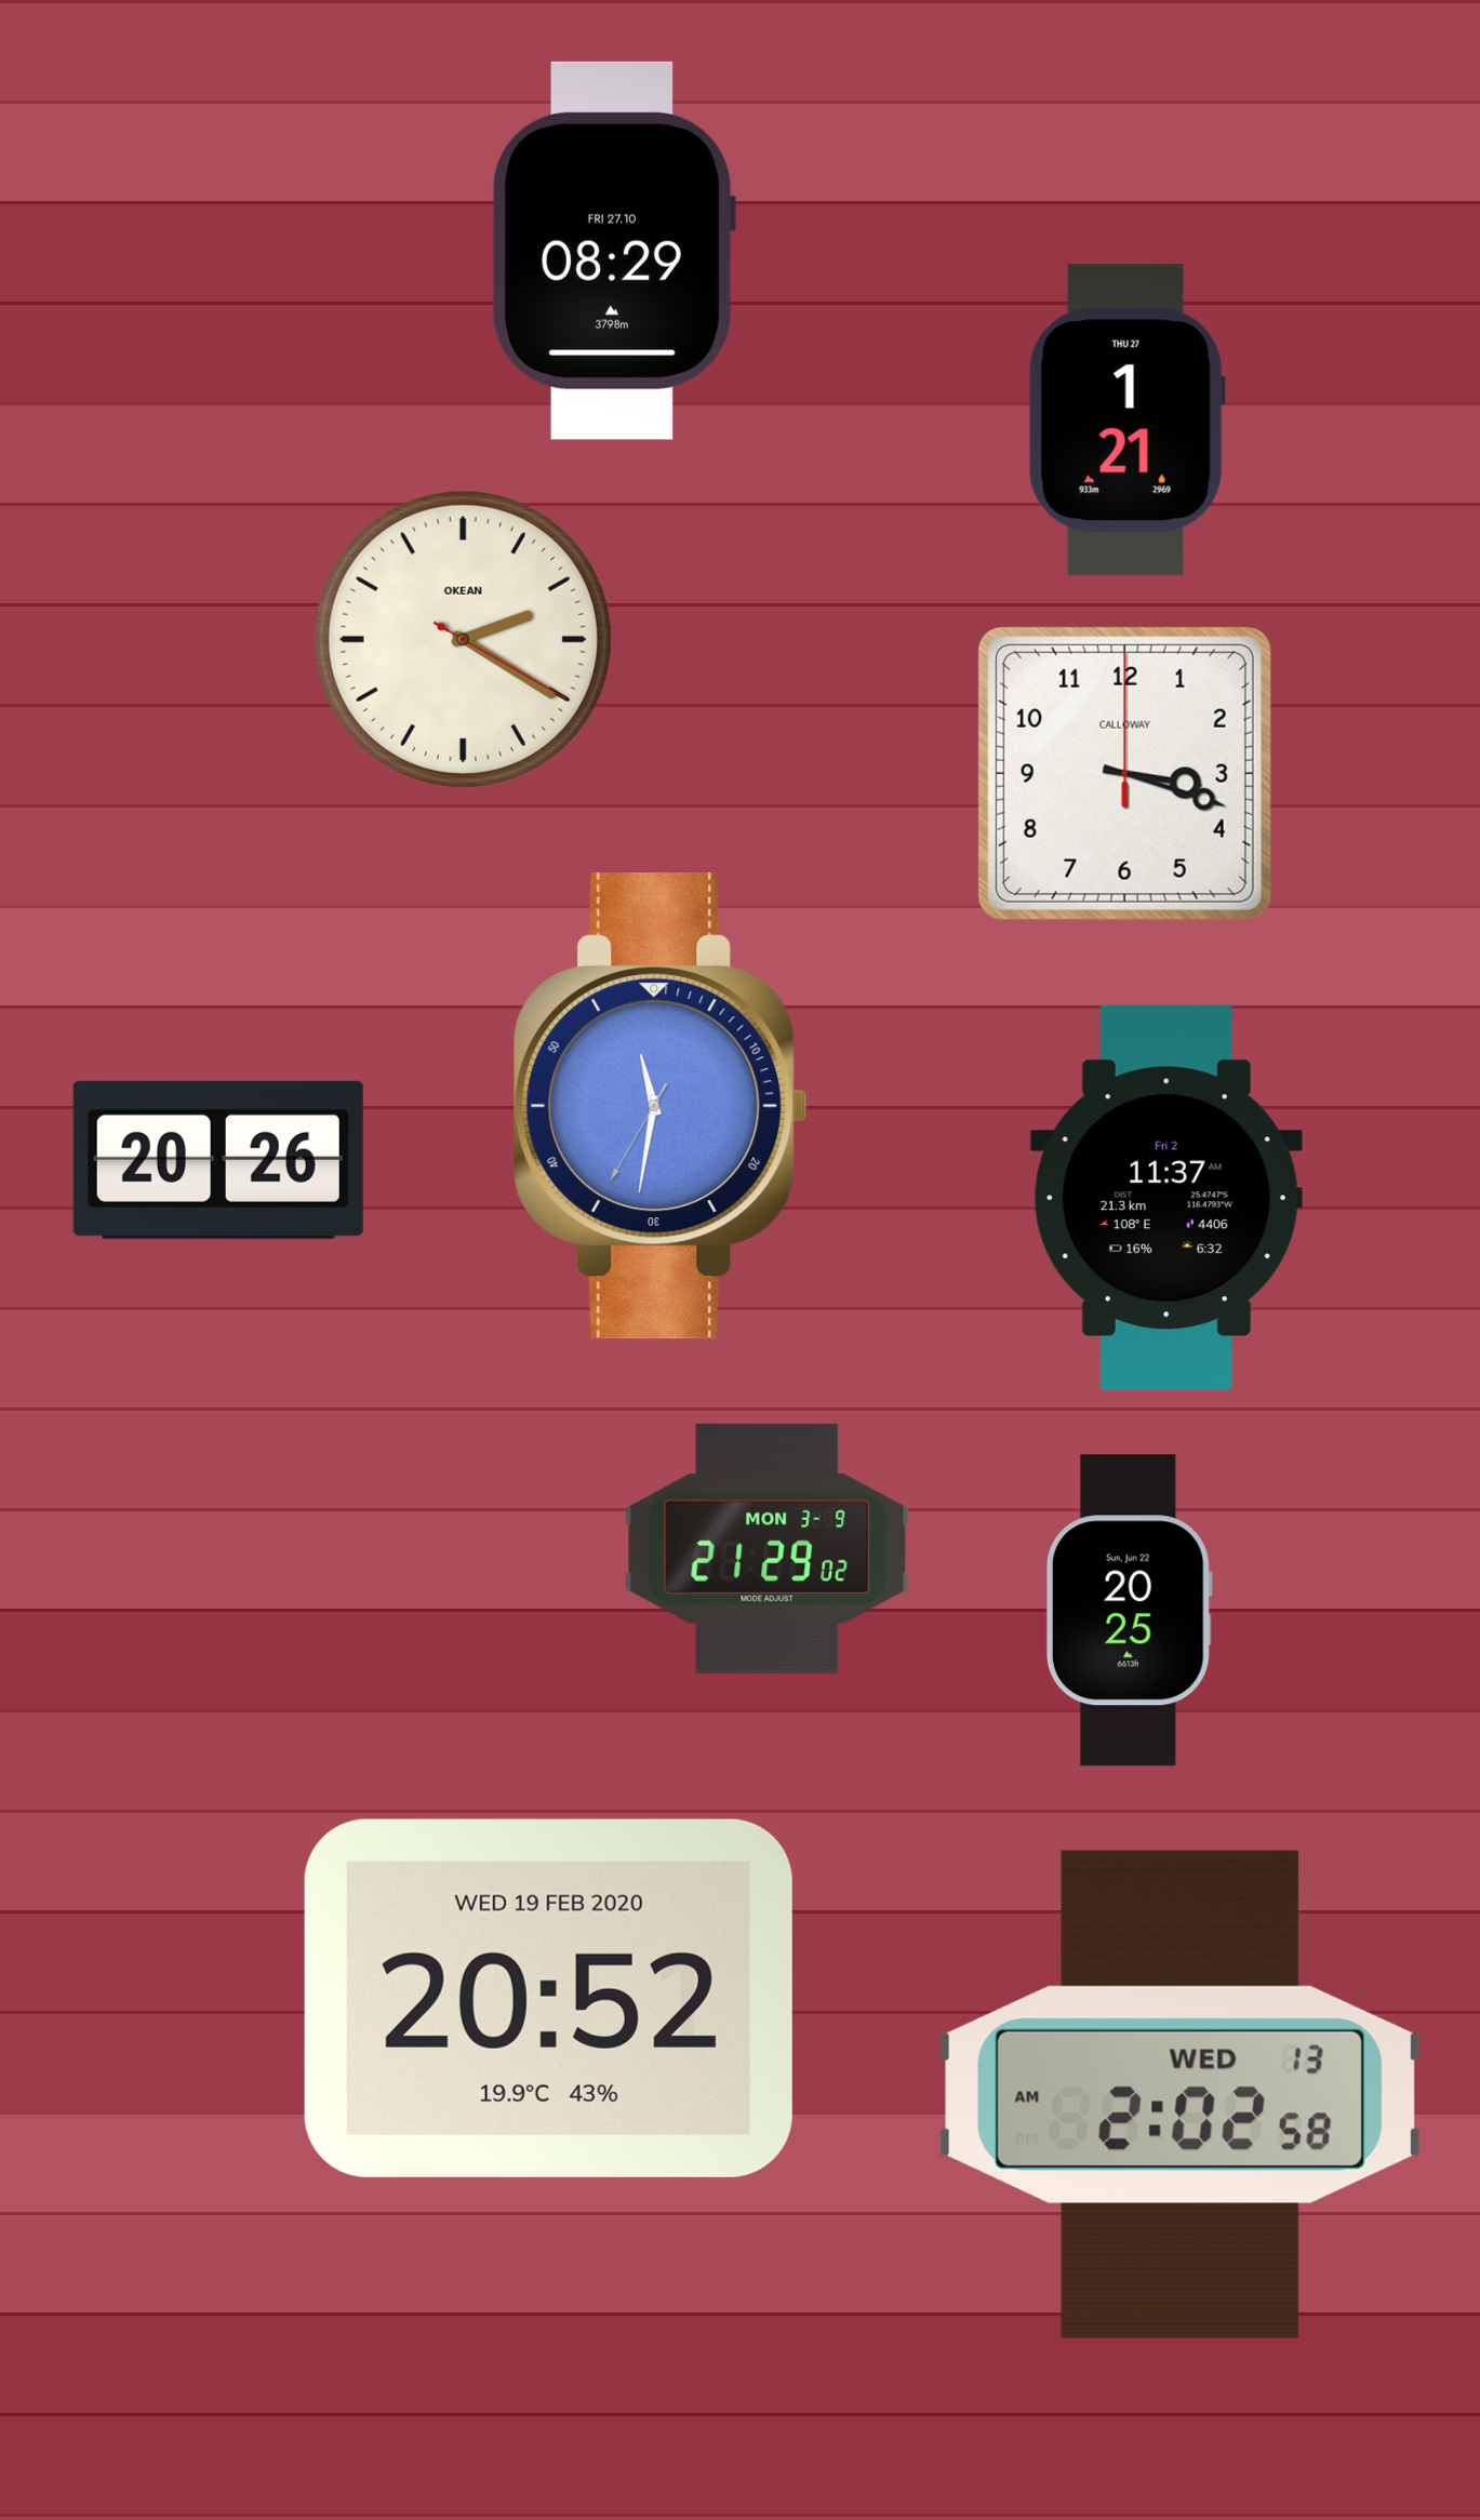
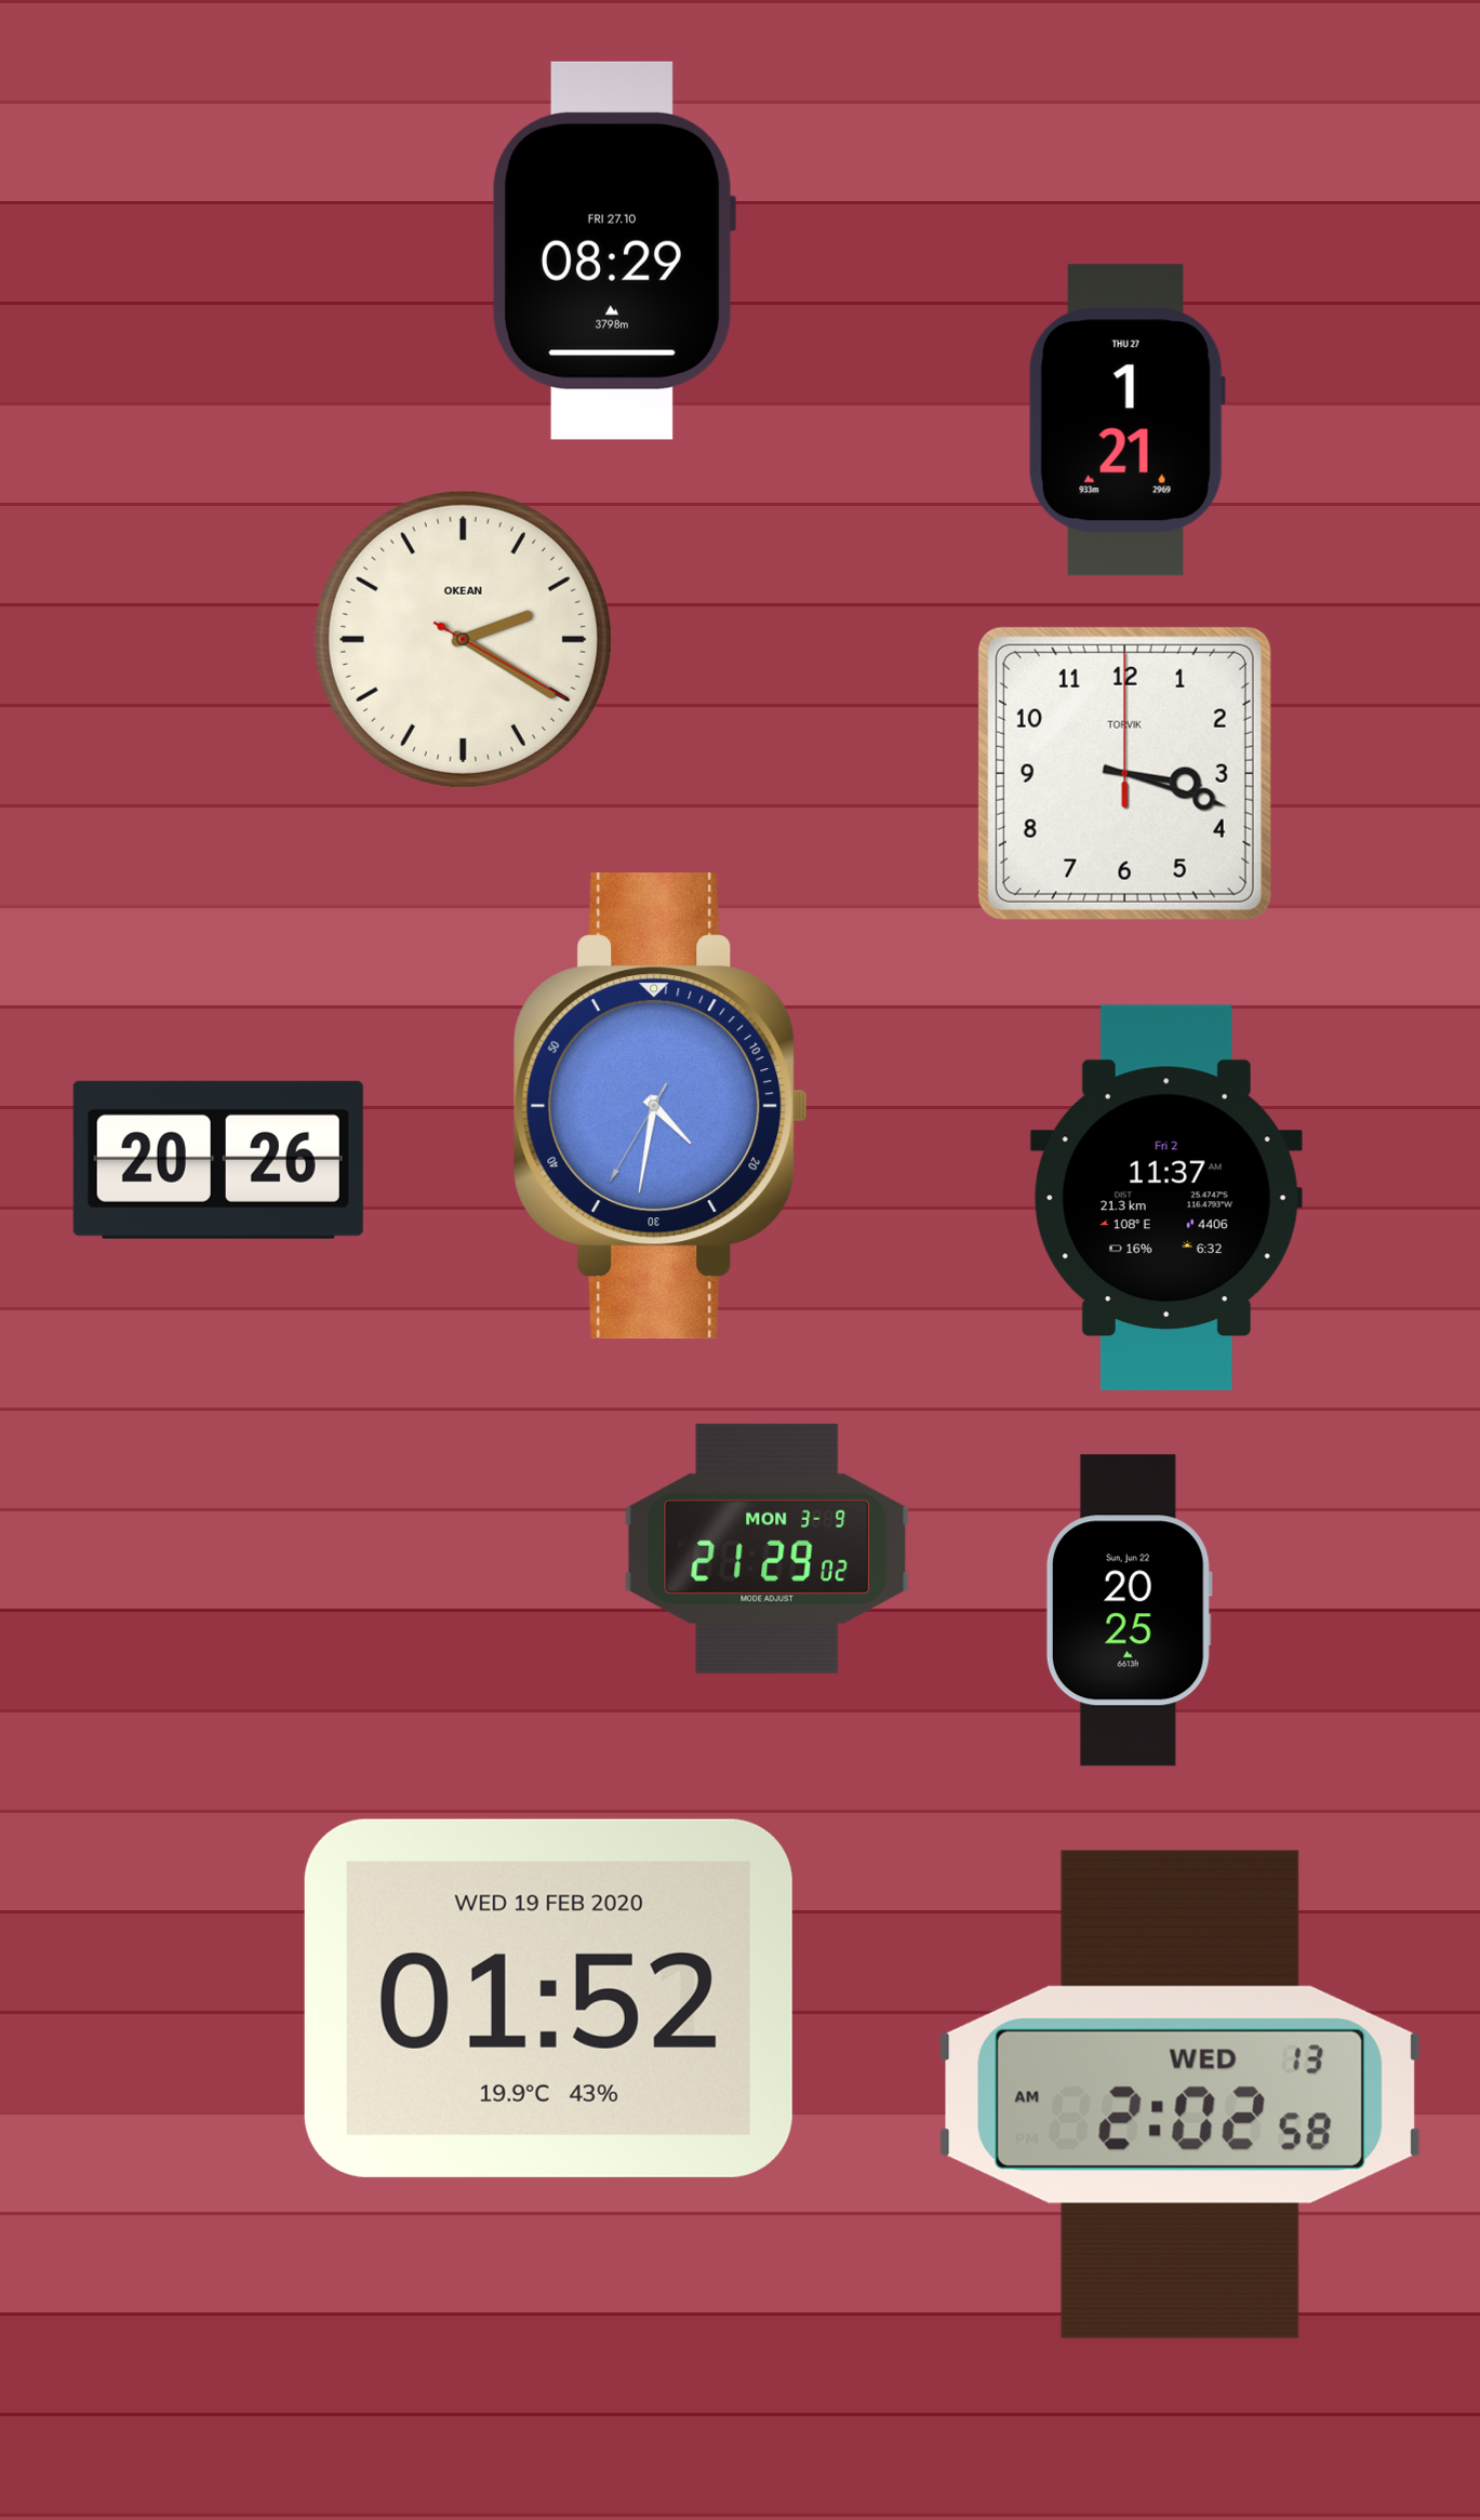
clock at (1124, 773) brand: CALLOWAY -> TORVIK
clock at (661, 1106): 11:31 -> 4:31
clock at (548, 1998): 20:52 -> 01:52
